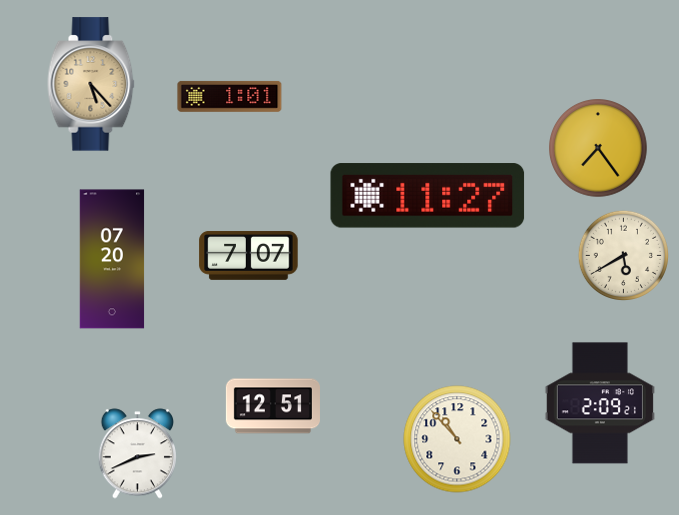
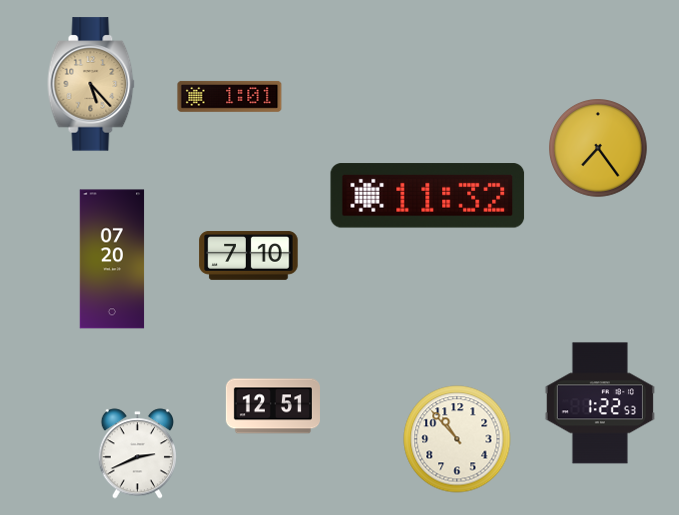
clock at (428, 196): 11:27 -> 11:32
clock at (249, 255): 7:07 -> 7:10
clock at (623, 255): 5:40 -> none
clock at (600, 403): 2:09 -> 1:22
